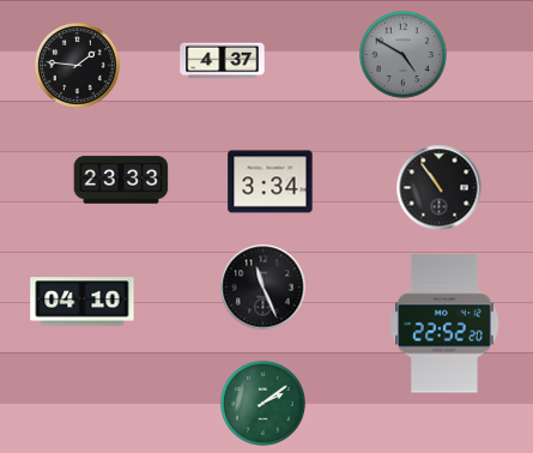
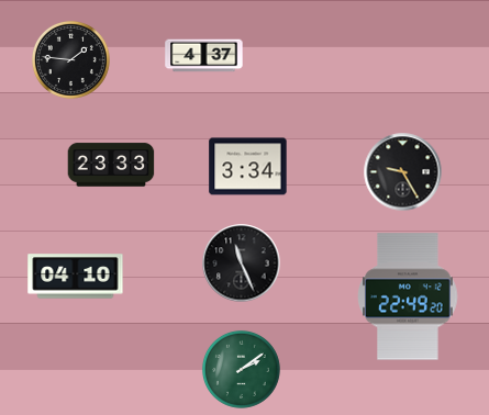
clock at (404, 55): 4:50 -> none
clock at (440, 188): 10:54 -> 9:25
clock at (444, 324): 22:52 -> 22:49
